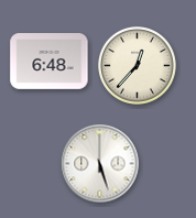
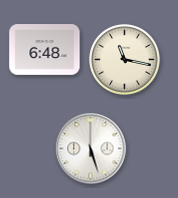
clock at (50, 62) position: (50, 62) -> (45, 50)
clock at (138, 66): 12:37 -> 11:17
